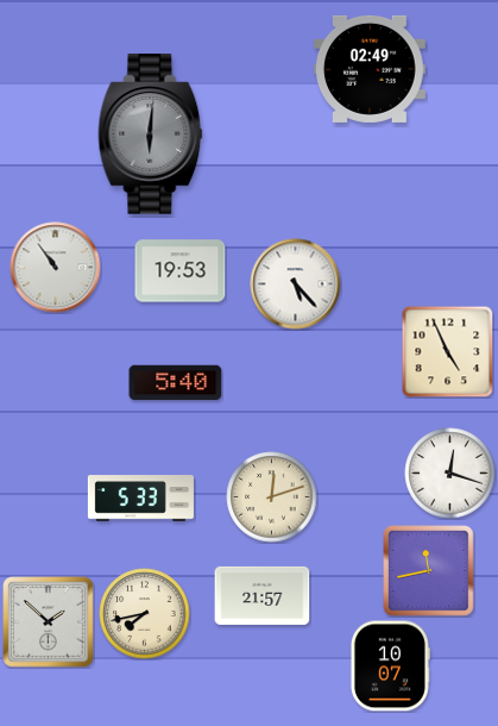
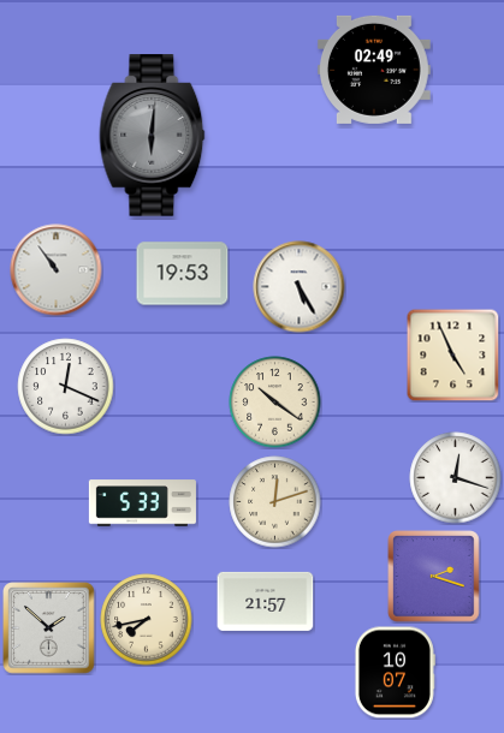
clock at (296, 284): 5:23 -> 5:25
clock at (66, 387): none -> 12:19
clock at (176, 383): 5:40 -> none
clock at (275, 403): none -> 10:21
clock at (429, 571): 11:43 -> 2:18
